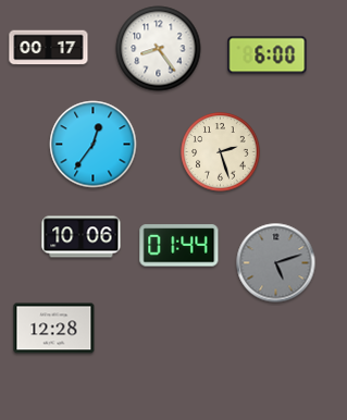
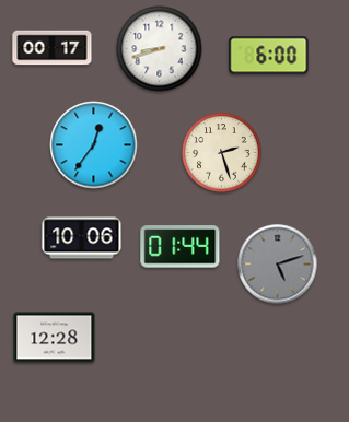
clock at (49, 48) position: (49, 48) -> (53, 48)
clock at (159, 49): 8:24 -> 8:42
clock at (54, 329) position: (54, 329) -> (55, 338)
